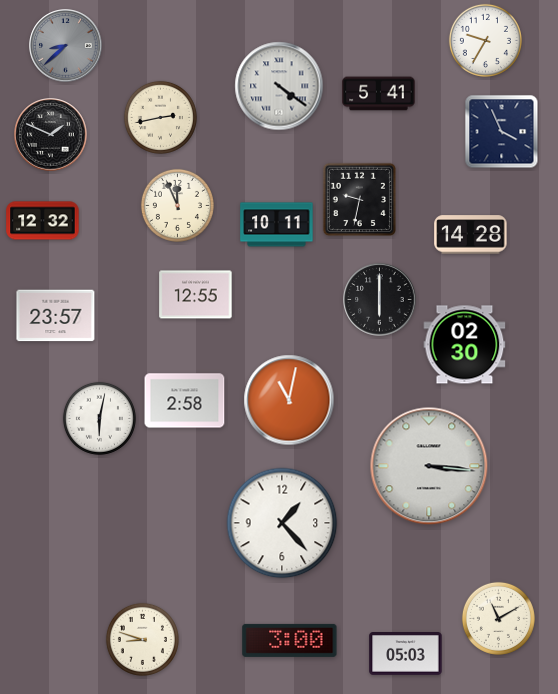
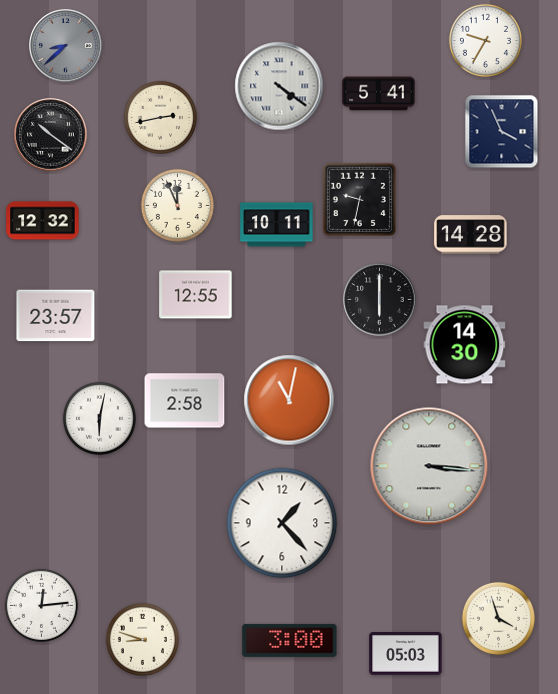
clock at (51, 135): 1:49 -> 10:21
clock at (465, 345): 02:30 -> 14:30
clock at (41, 605): none -> 12:14
clock at (498, 618): 11:10 -> 3:57
